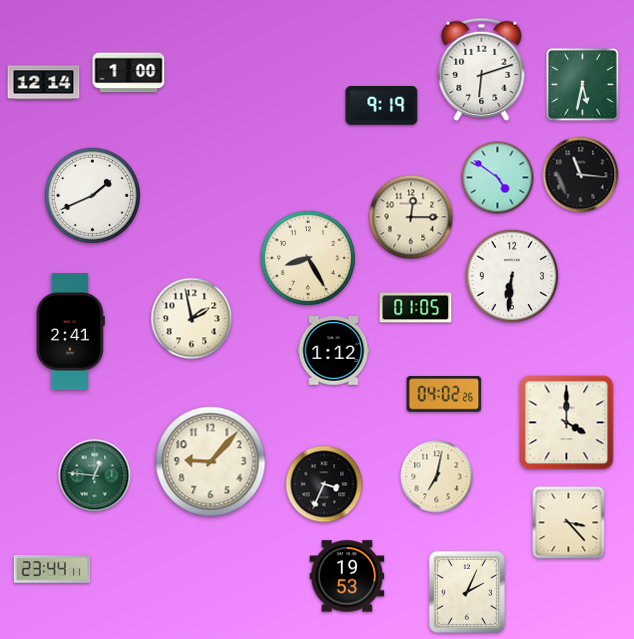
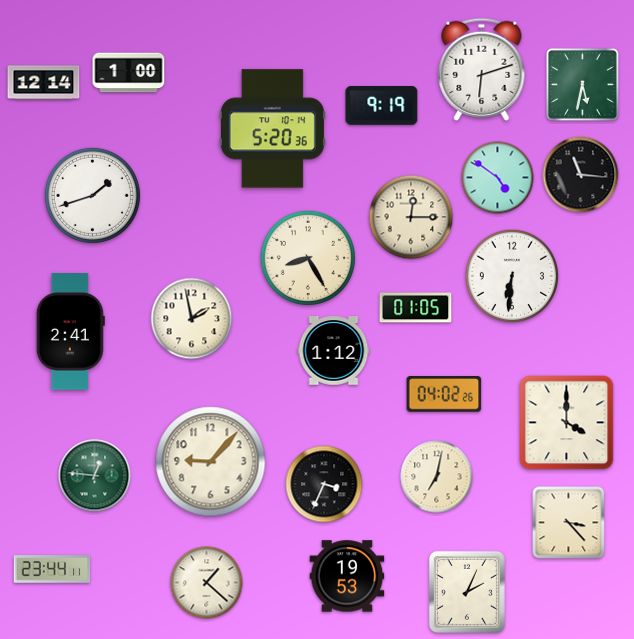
clock at (272, 129): none -> 5:20
clock at (92, 195): 1:41 -> 1:42
clock at (207, 583): none -> 1:22
